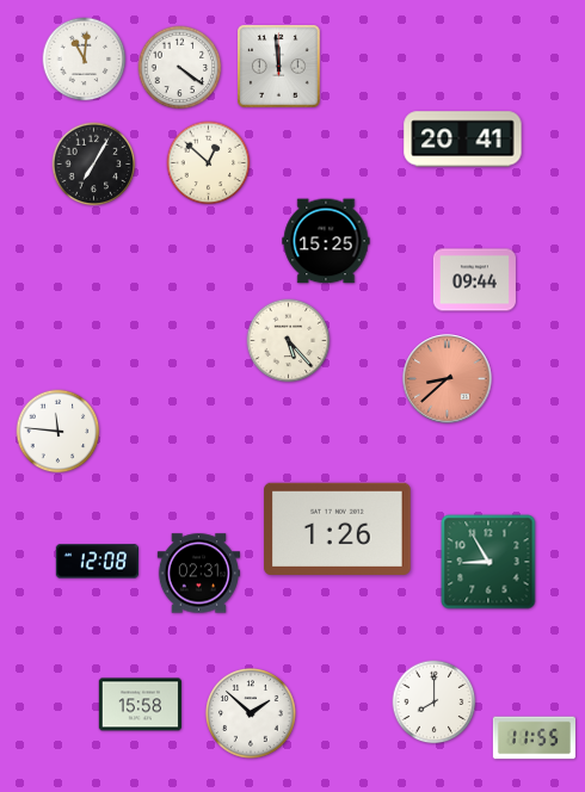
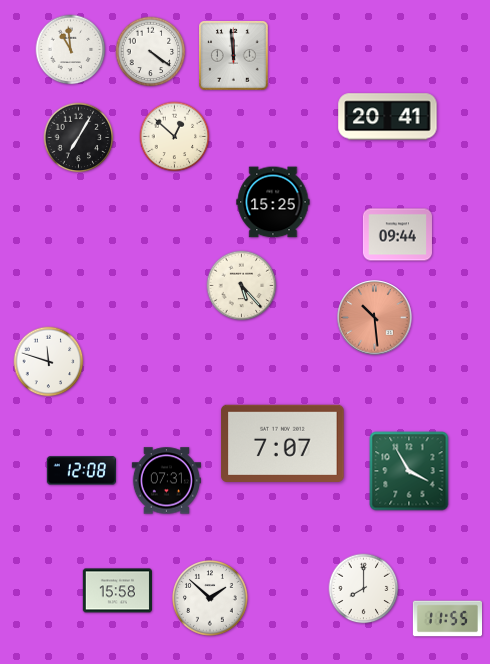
clock at (85, 60): 11:01 -> 10:59
clock at (180, 68) position: (180, 68) -> (151, 52)
clock at (448, 379): 8:38 -> 10:29
clock at (59, 432): 11:46 -> 11:48
clock at (338, 528): 1:26 -> 7:07
clock at (488, 562): 8:55 -> 3:55
clock at (198, 574): 02:31 -> 07:31
